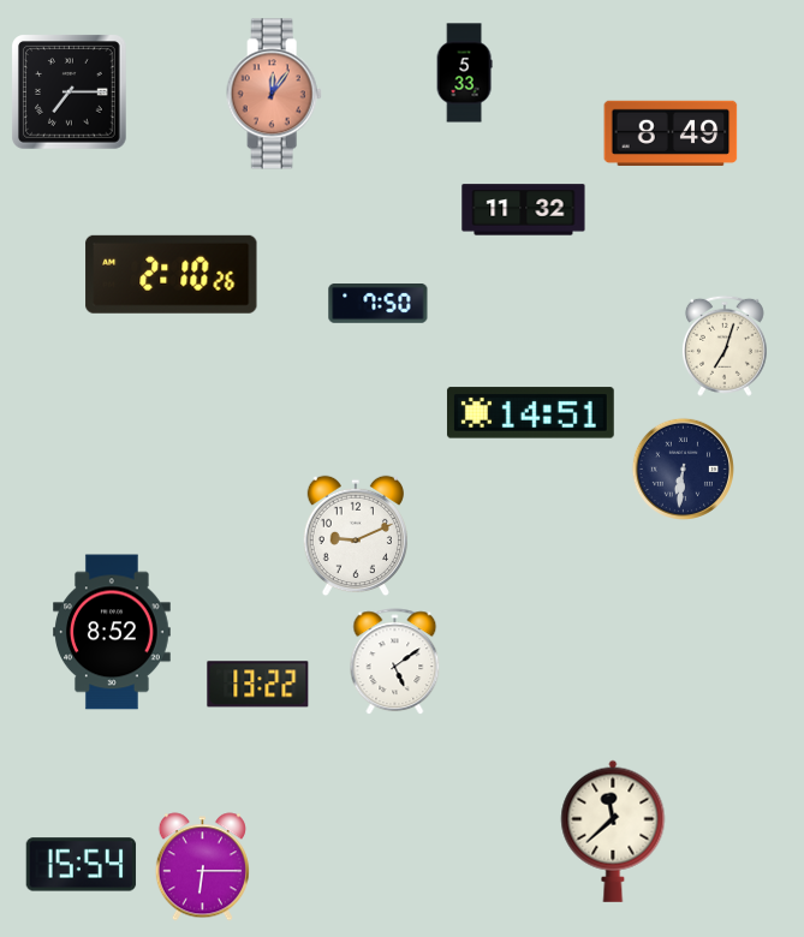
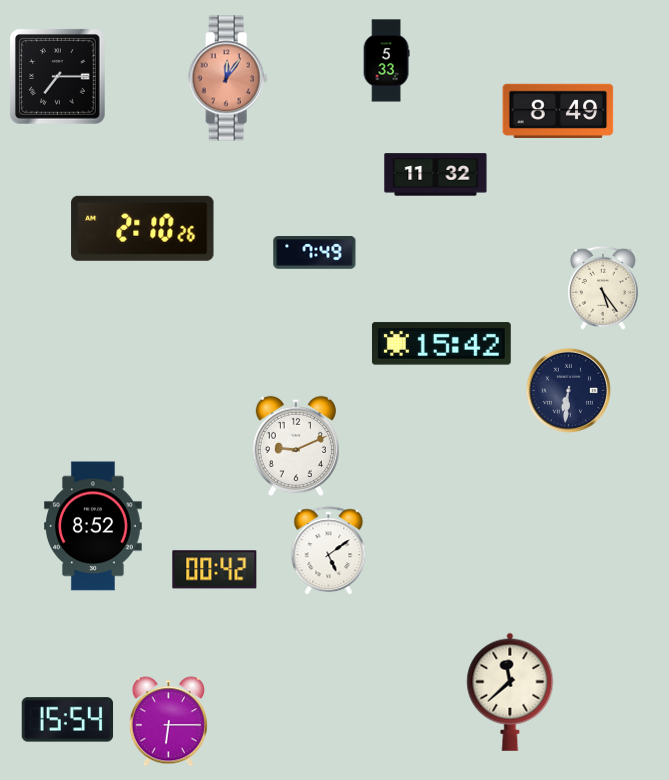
clock at (379, 304): 7:50 -> 7:49
clock at (725, 346): 7:03 -> 5:24
clock at (530, 413): 14:51 -> 15:42
clock at (258, 685): 13:22 -> 00:42
